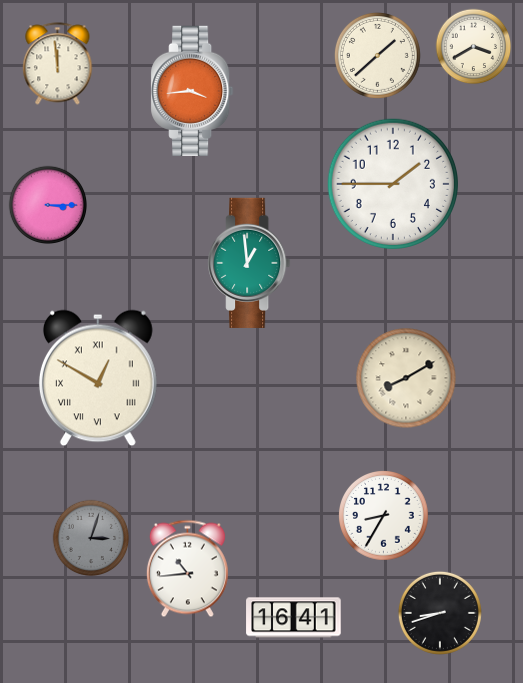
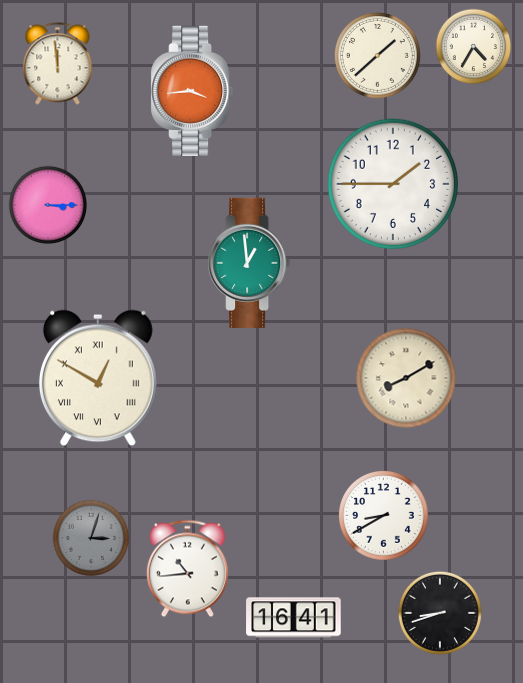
clock at (474, 47): 3:40 -> 4:35
clock at (384, 516): 8:35 -> 8:40
